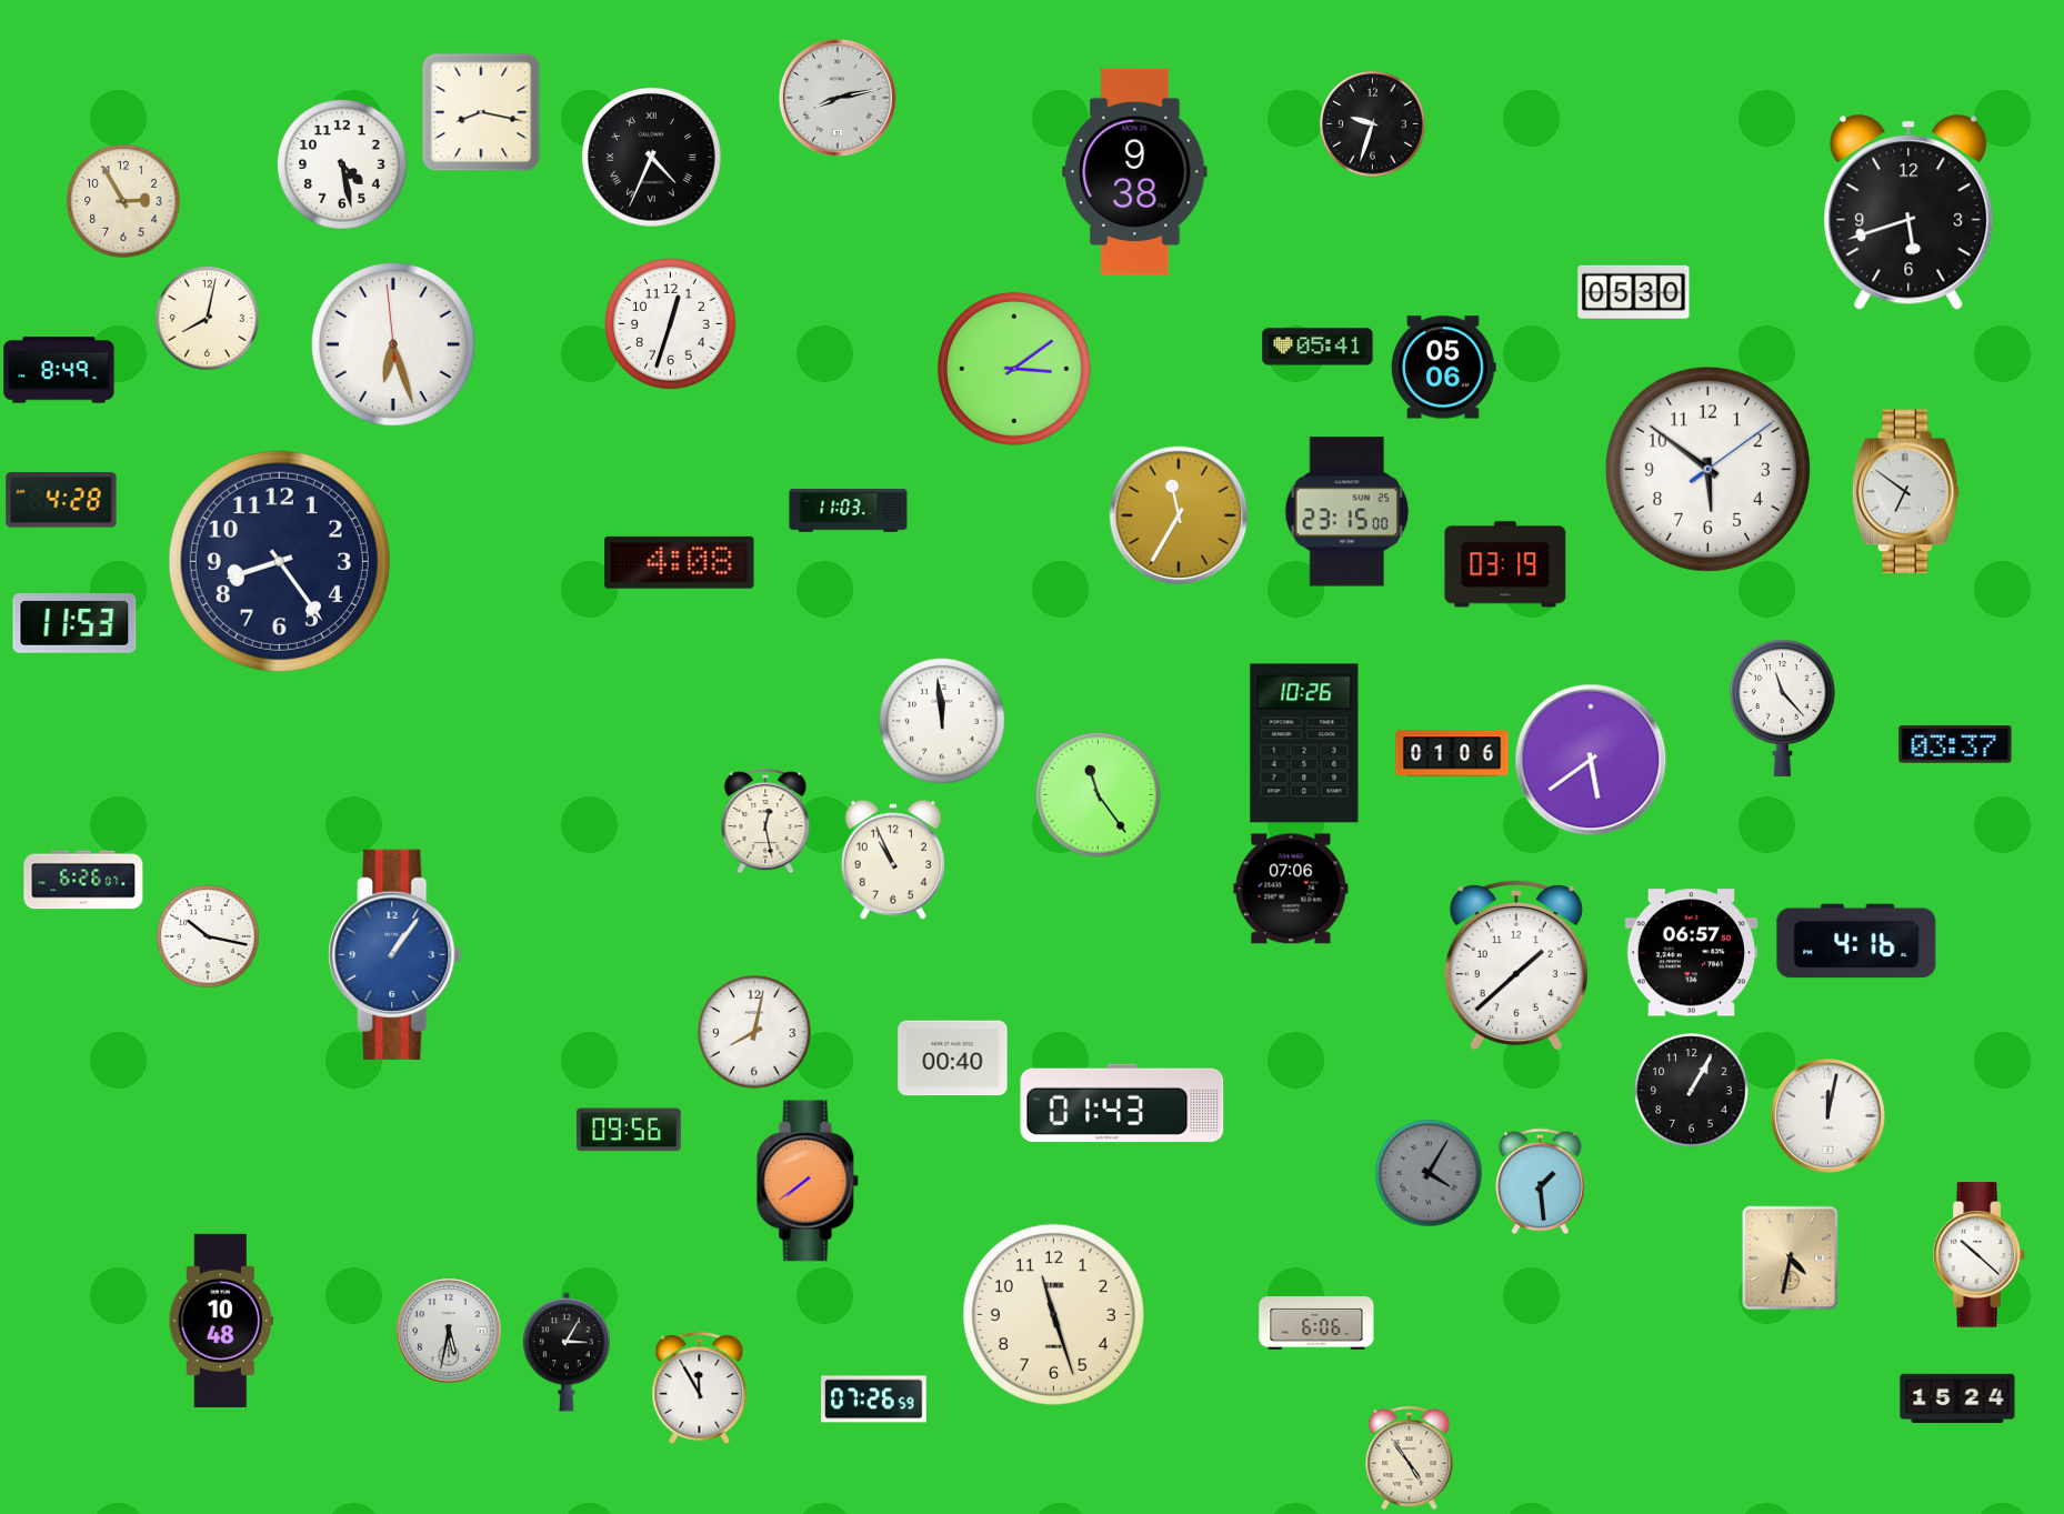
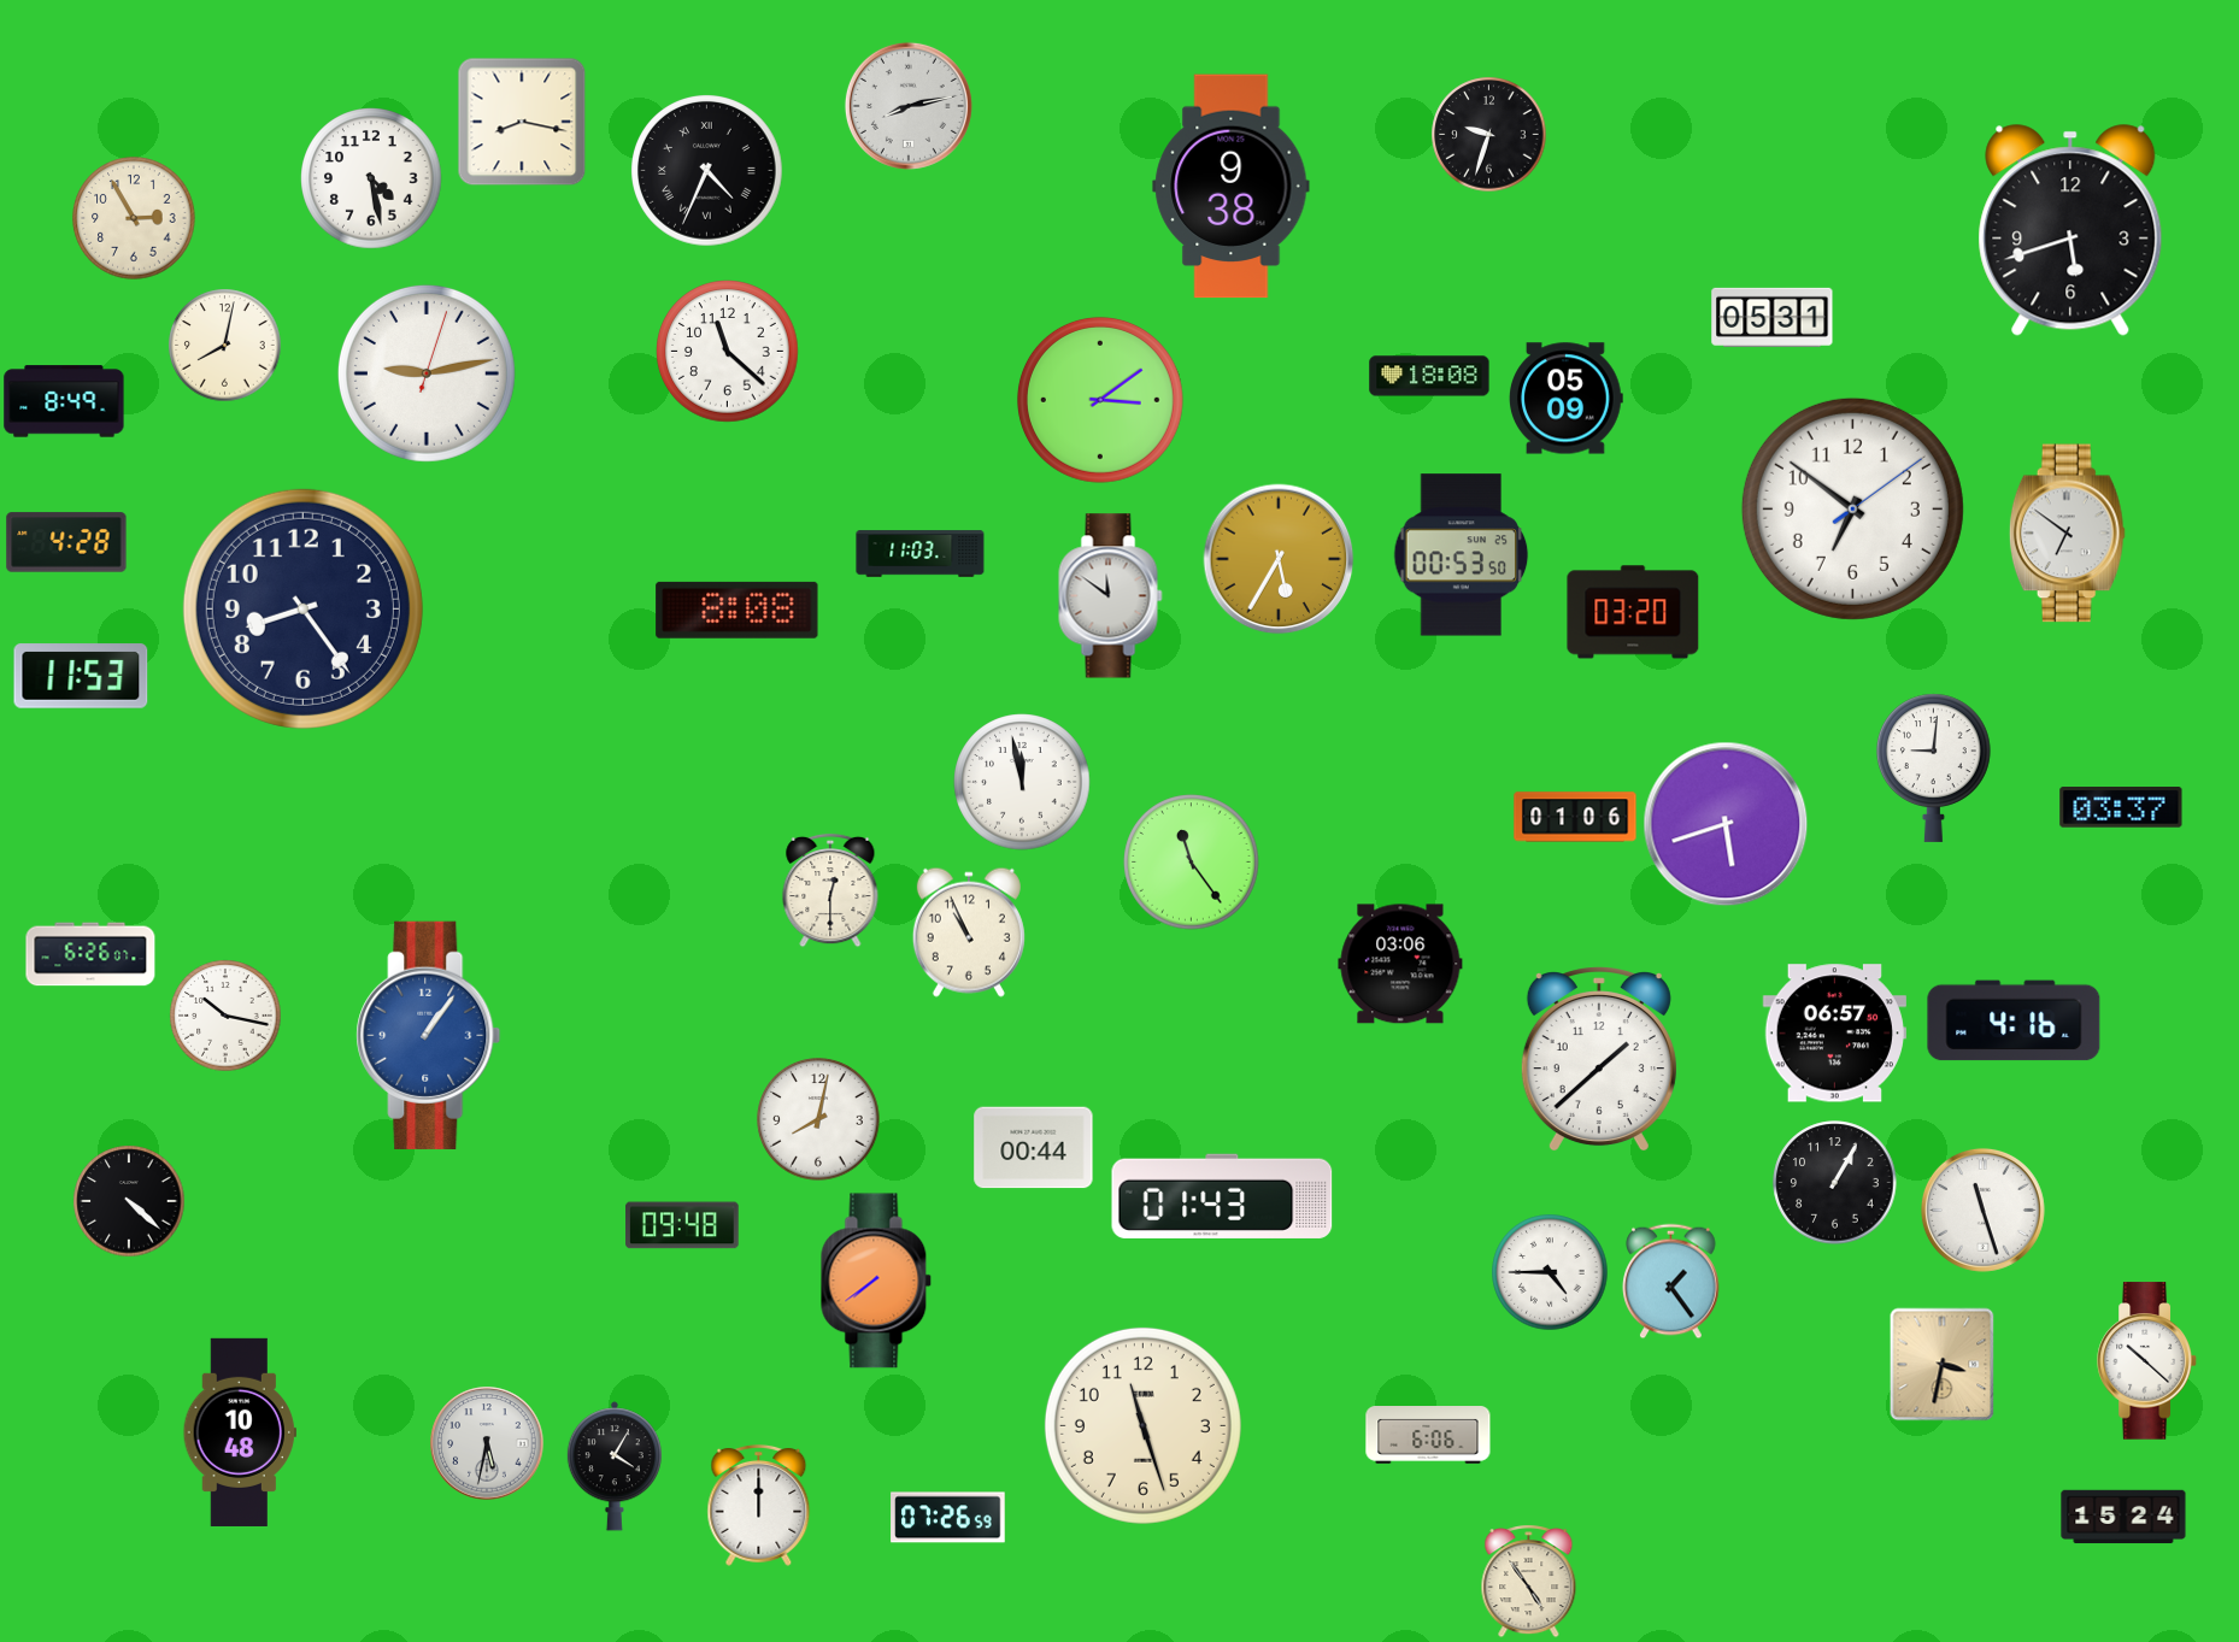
clock at (1634, 292): 05:30 -> 05:31
clock at (671, 324): 12:33 -> 11:22
clock at (393, 344): 6:26 -> 9:13
clock at (1317, 347): 05:41 -> 18:08
clock at (1444, 368): 05:06 -> 05:09
clock at (1707, 469): 5:51 -> 6:51
clock at (1347, 512): 23:15 -> 00:53
clock at (1179, 515): 11:35 -> 5:35
clock at (1111, 596): none -> 11:51
clock at (680, 562): 4:08 -> 8:08
clock at (1505, 564): 03:19 -> 03:20
clock at (1783, 708): 11:23 -> 9:01
clock at (942, 721): 11:59 -> 11:58
clock at (1304, 743): 10:26 -> none
clock at (1591, 760): 5:39 -> 5:42
clock at (765, 821): 12:28 -> 12:30
clock at (1291, 889): 07:06 -> 03:06
clock at (1516, 966) position: (1516, 966) -> (1599, 1060)
clock at (953, 1059): 00:40 -> 00:44
clock at (1122, 1103) position: (1122, 1103) -> (1222, 1196)
clock at (129, 1201): none -> 4:22
clock at (1827, 1115): 12:02 -> 11:27
clock at (629, 1130): 09:56 -> 09:48
clock at (1429, 1173): 4:05 -> 4:45
clock at (1429, 1173) dial: grey -> white
clock at (1541, 1182): 1:29 -> 1:24
clock at (1791, 1259): 4:32 -> 3:32
clock at (567, 1352): 3:05 -> 4:05
clock at (700, 1387): 11:55 -> 12:00
